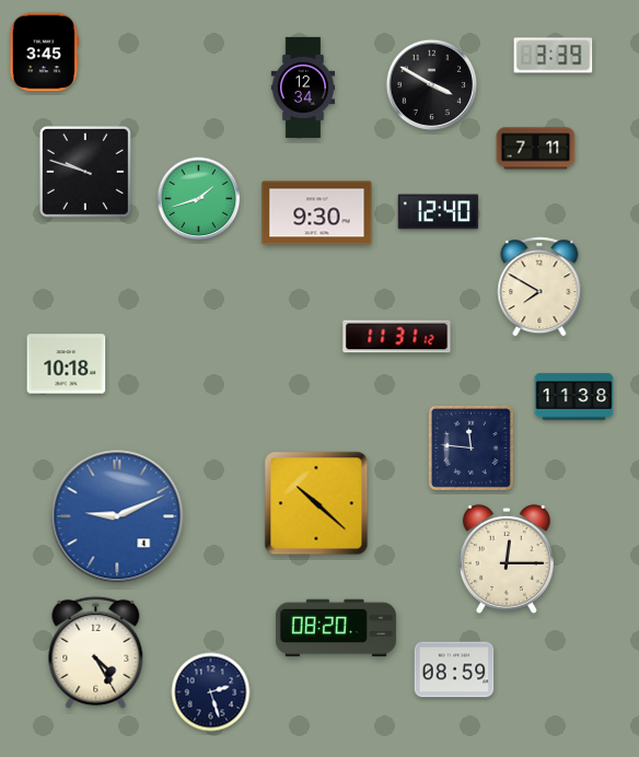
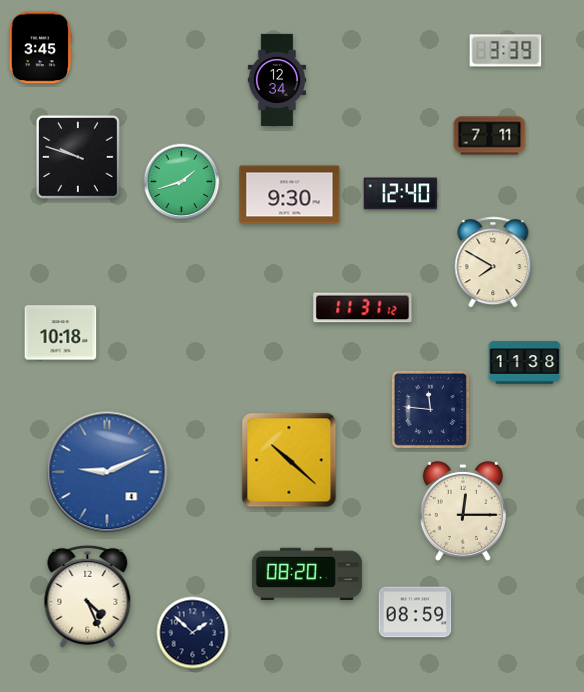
clock at (432, 85): 3:50 -> none
clock at (96, 652): 4:25 -> 4:26
clock at (211, 692): 2:27 -> 1:52
